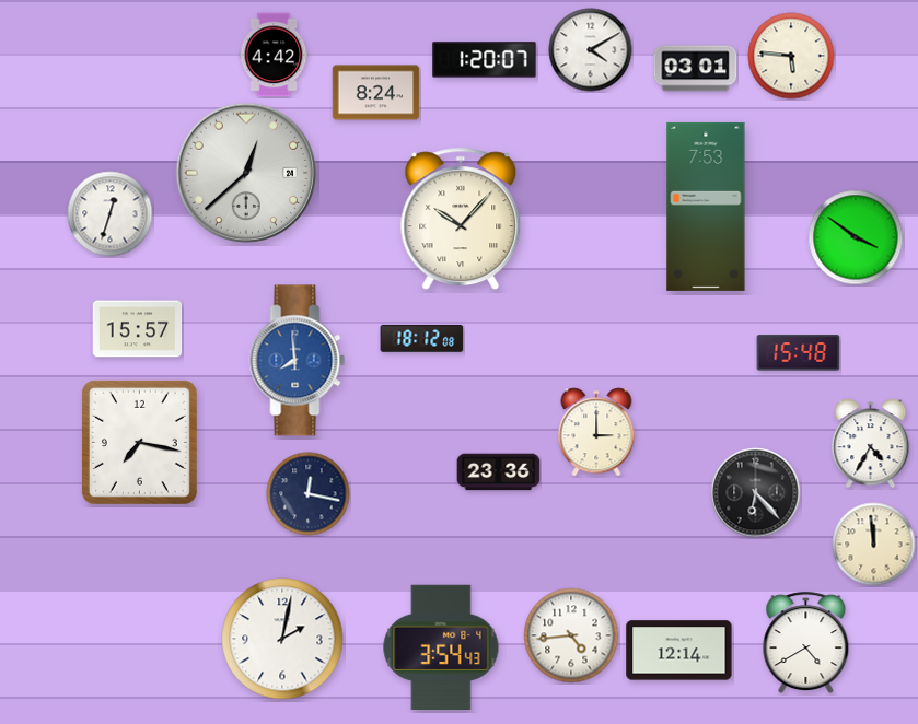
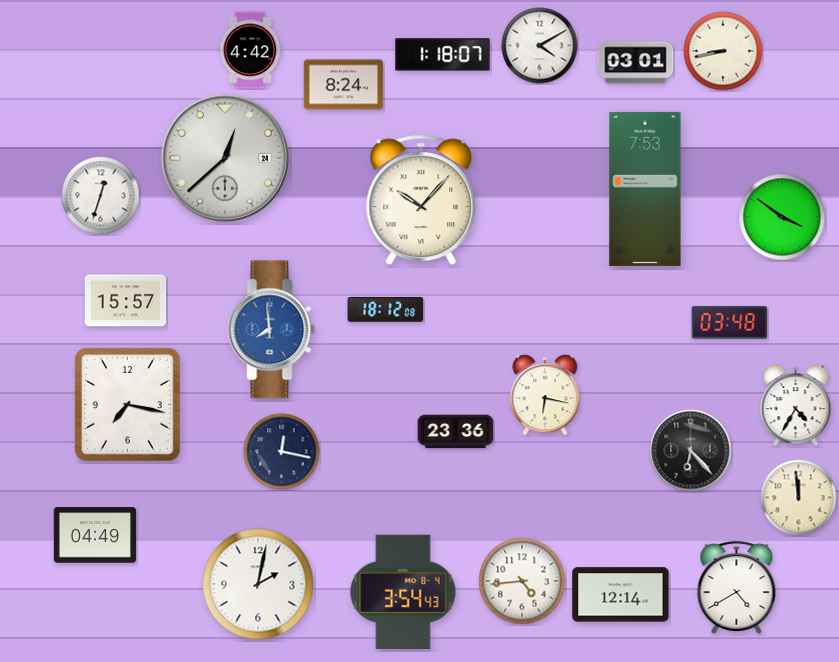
clock at (791, 56): 5:46 -> 8:43
clock at (485, 60): 1:20 -> 1:18
clock at (799, 353): 15:48 -> 03:48
clock at (596, 432): 3:00 -> 6:17
clock at (94, 535): none -> 04:49
